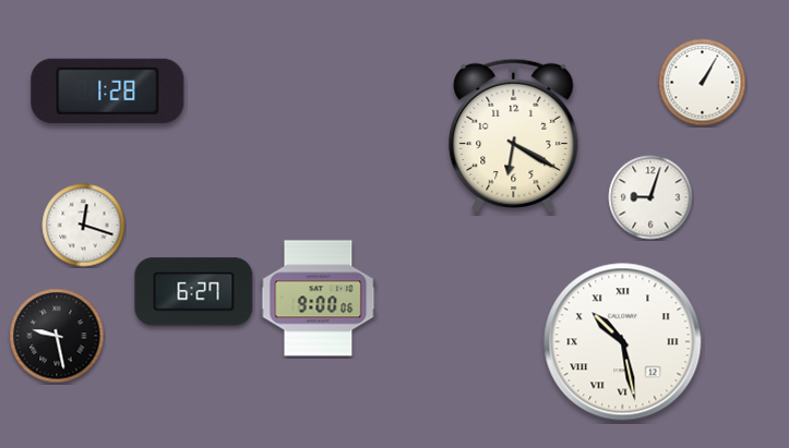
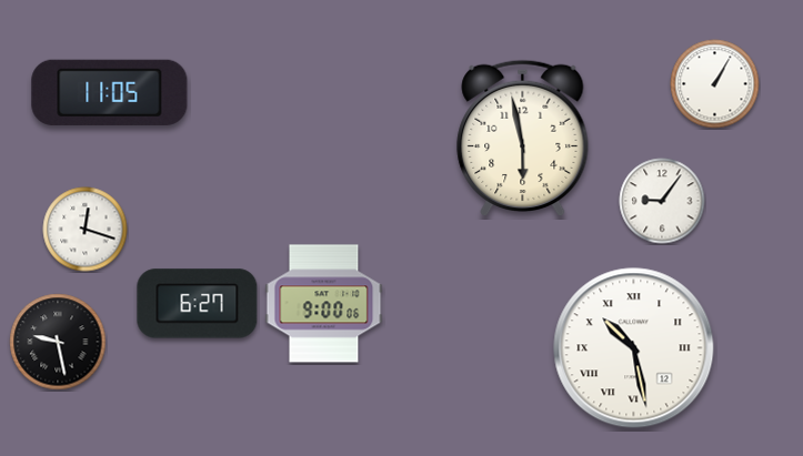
clock at (108, 90): 1:28 -> 11:05
clock at (514, 136): 6:20 -> 5:58
clock at (650, 197): 9:03 -> 9:06
clock at (194, 292) position: (194, 292) -> (198, 304)
